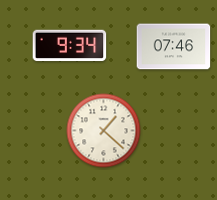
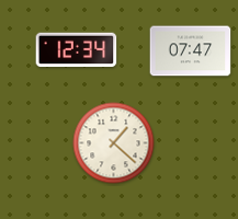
clock at (70, 46): 9:34 -> 12:34
clock at (174, 47): 07:46 -> 07:47
